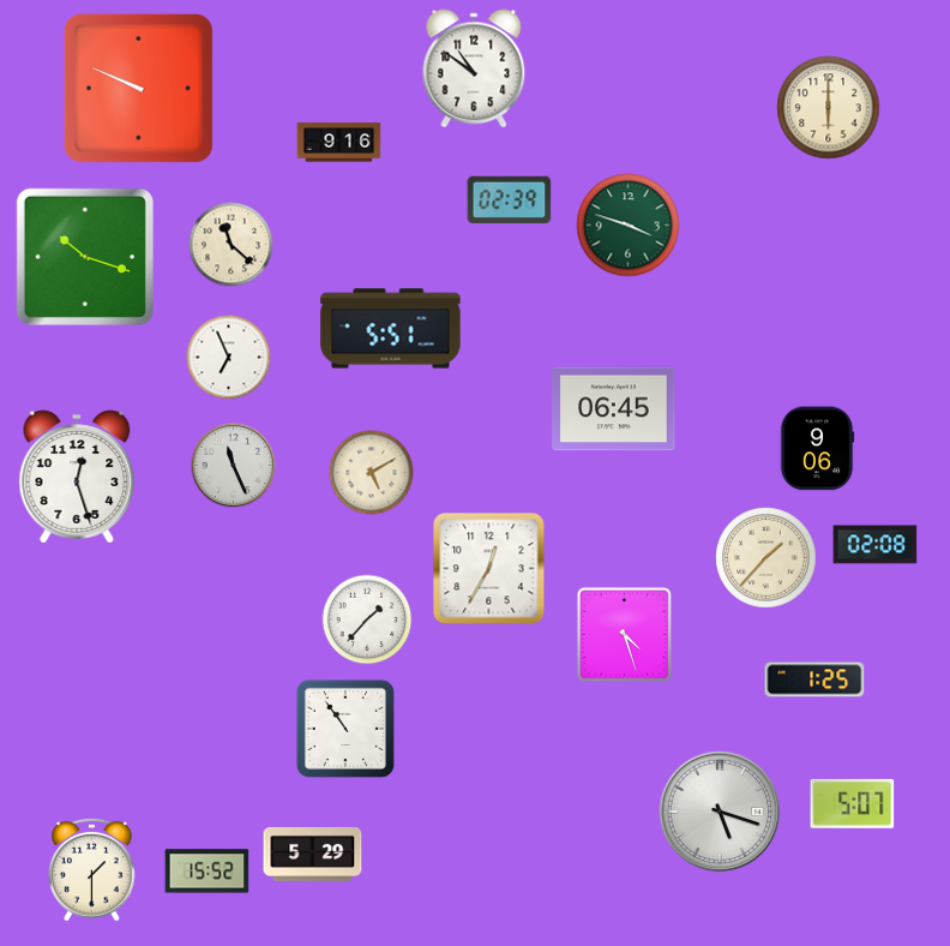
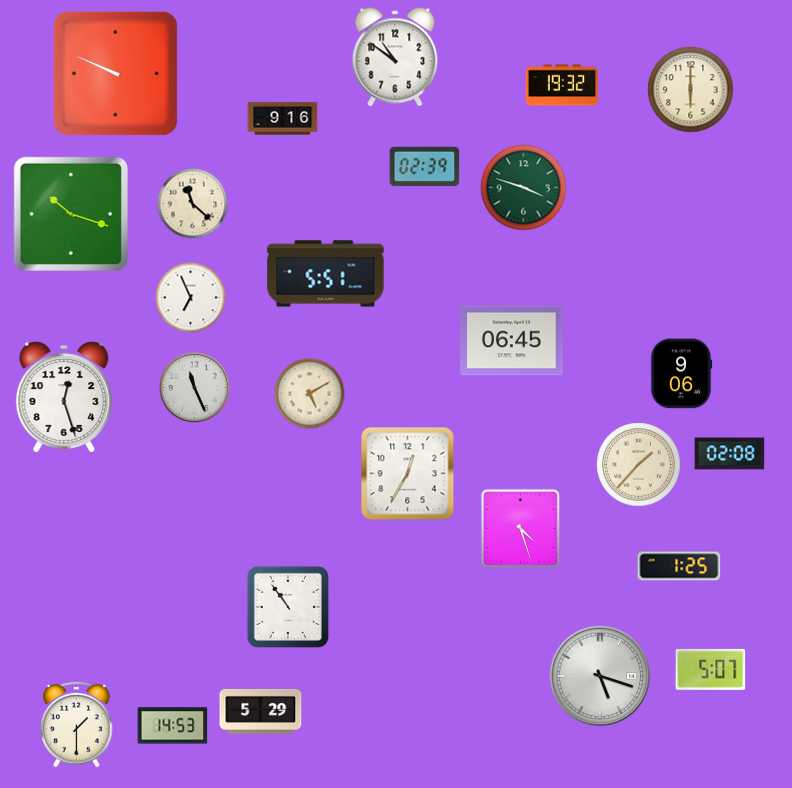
clock at (562, 85): none -> 19:32
clock at (367, 619): 1:37 -> none
clock at (208, 872): 15:52 -> 14:53
